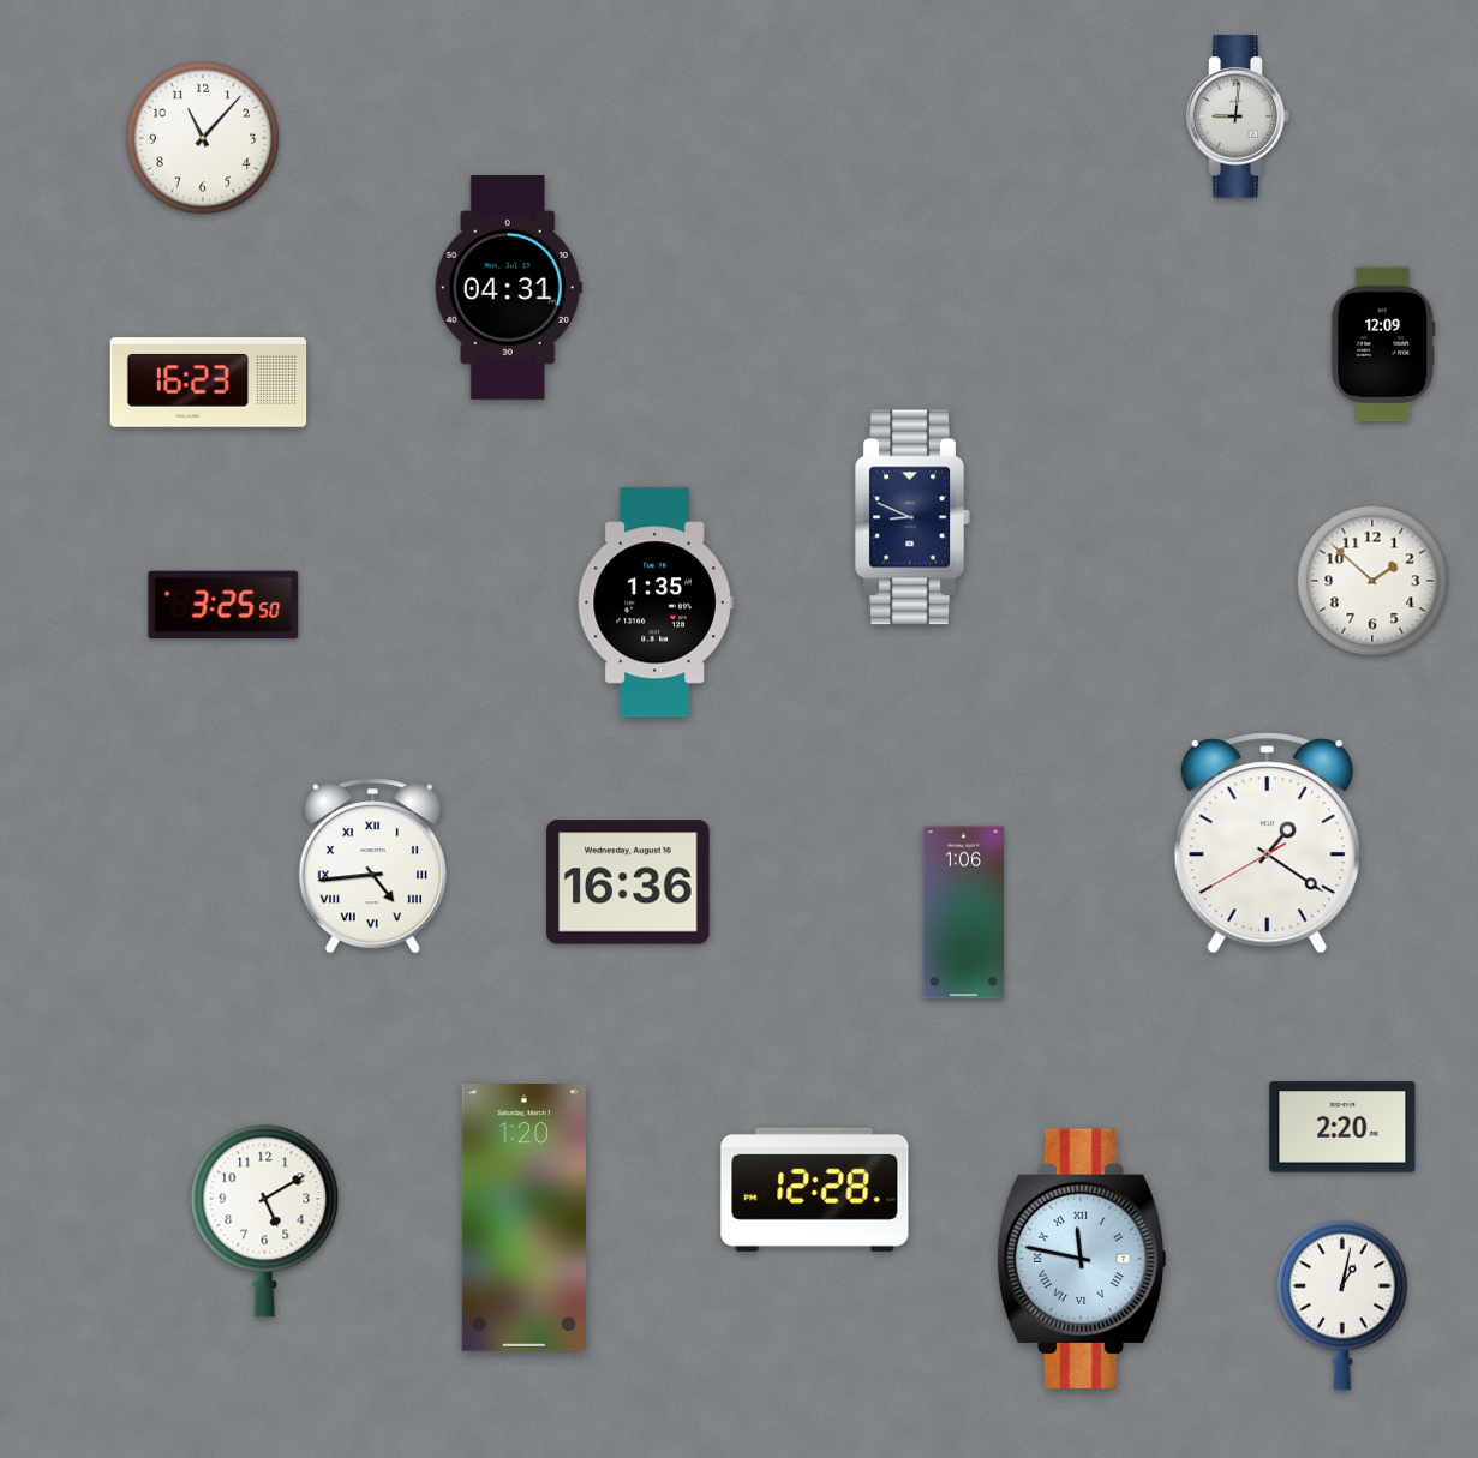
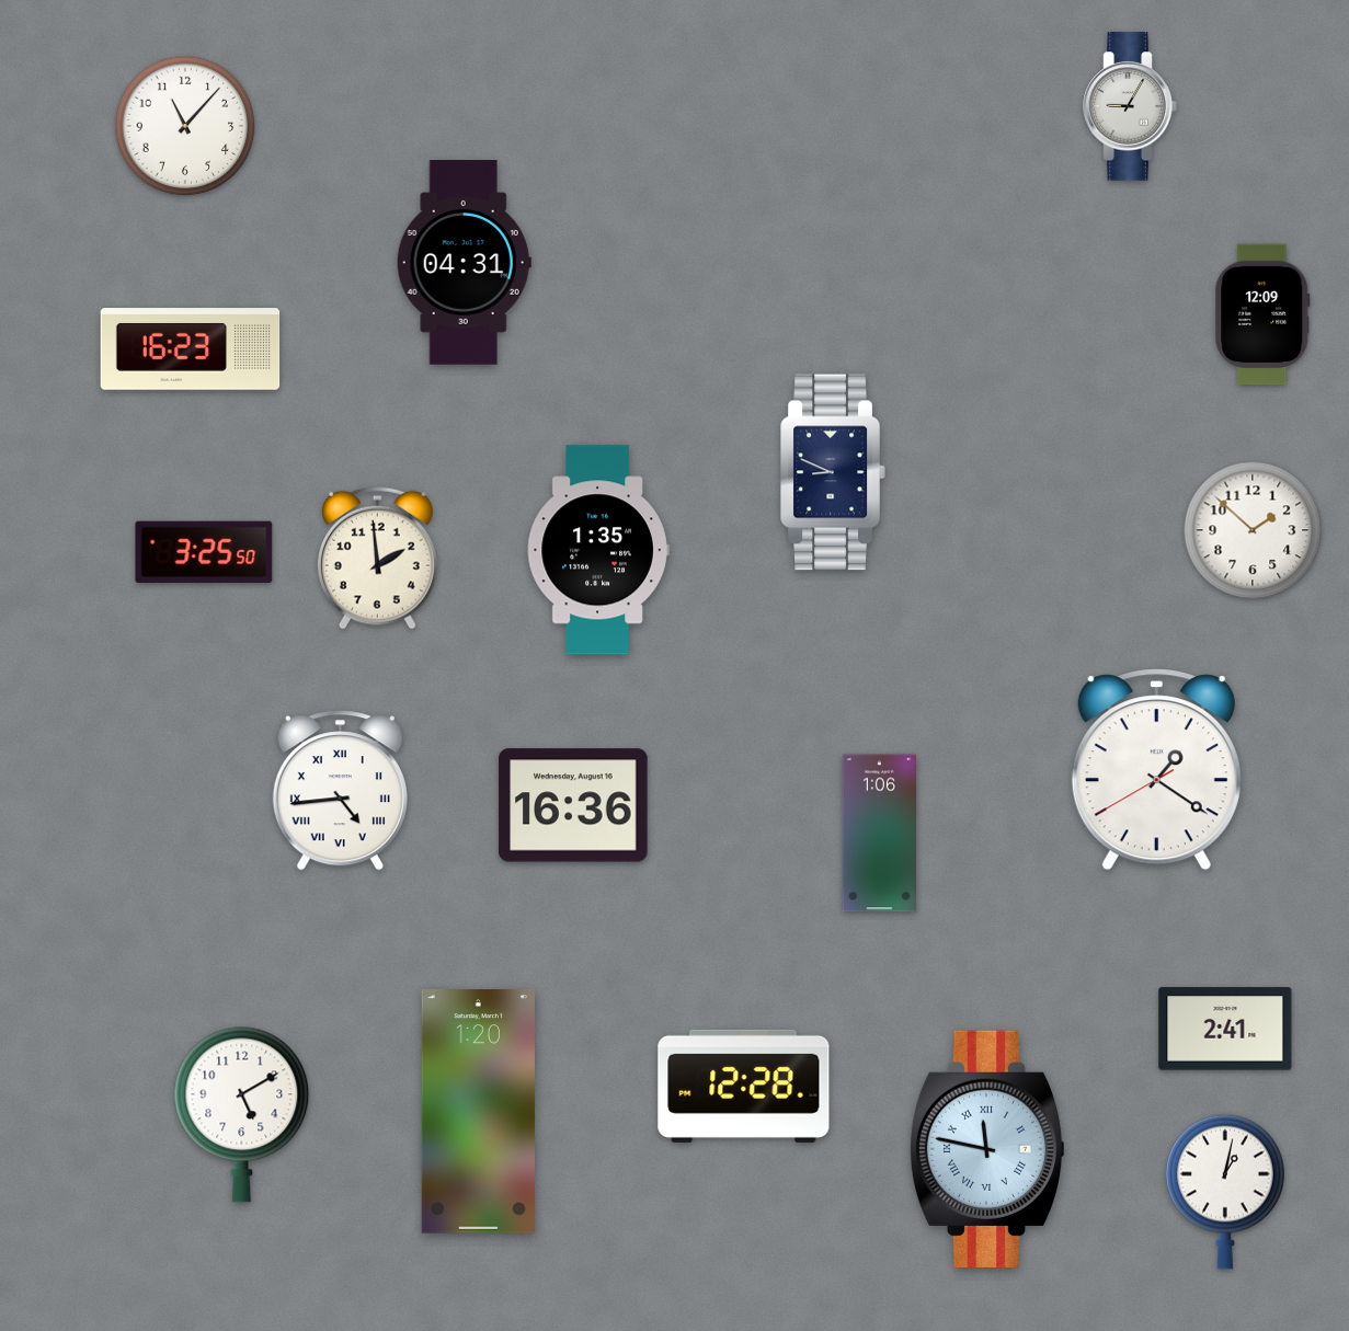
clock at (1238, 116): 9:01 -> 9:05
clock at (377, 558): none -> 1:59
clock at (1342, 1127): 2:20 -> 2:41
